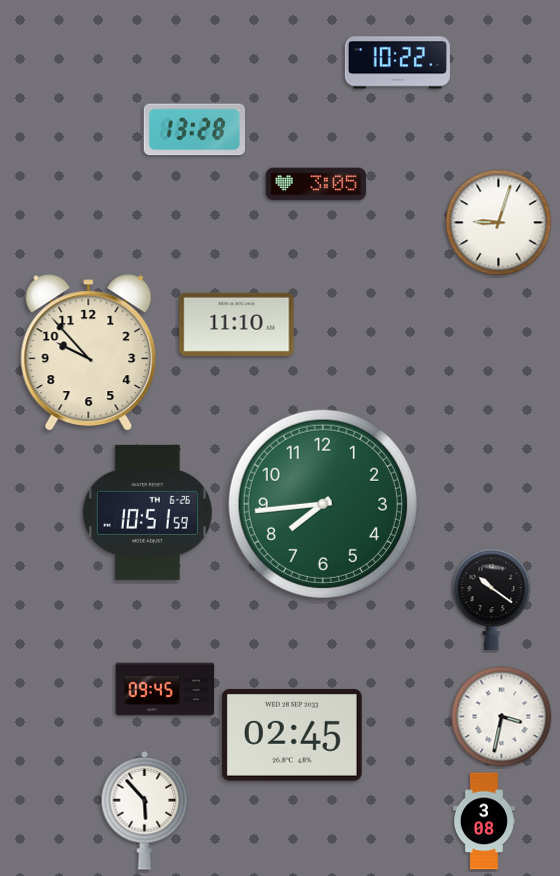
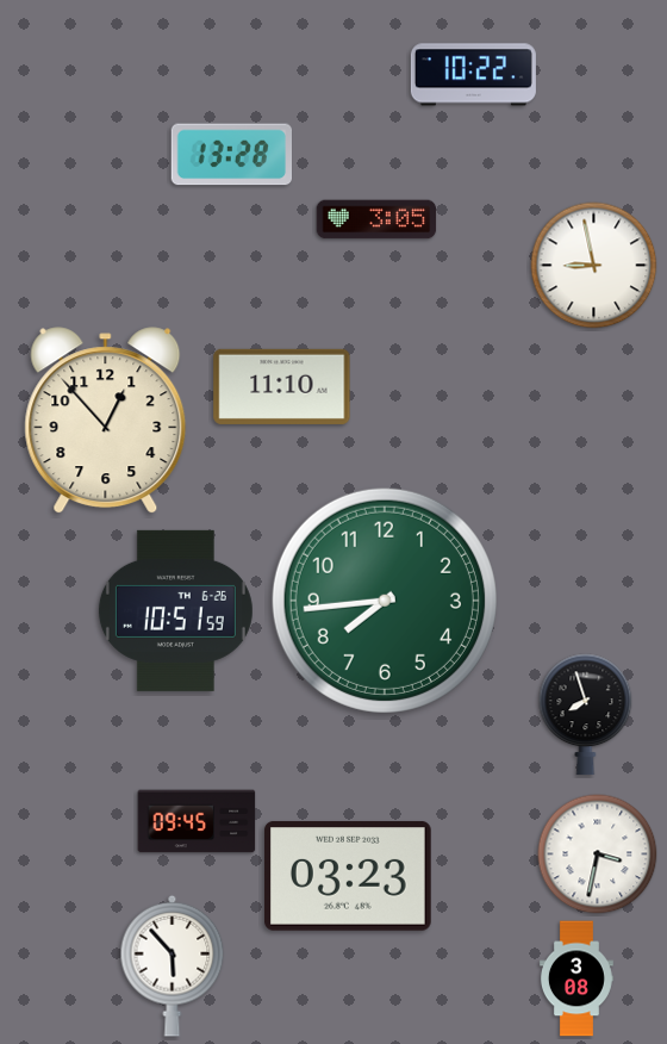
clock at (499, 223): 9:03 -> 8:58
clock at (89, 353): 9:53 -> 12:53
clock at (492, 600): 10:21 -> 7:57
clock at (292, 735): 02:45 -> 03:23
